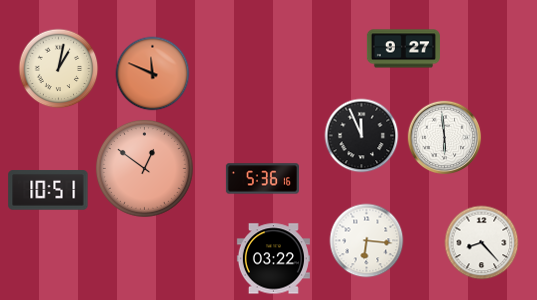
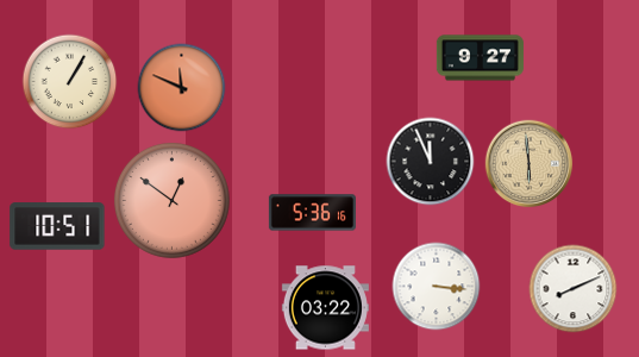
clock at (59, 69): 1:02 -> 1:05
clock at (445, 138) dial: white -> champagne
clock at (367, 241): 6:16 -> 3:16
clock at (482, 243): 8:23 -> 8:11
